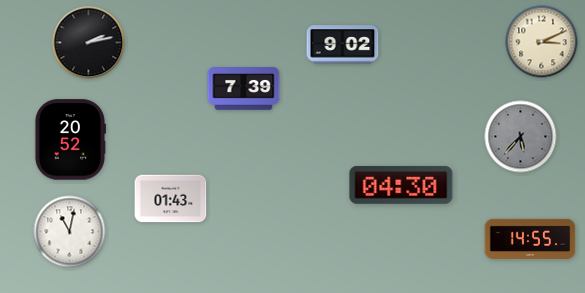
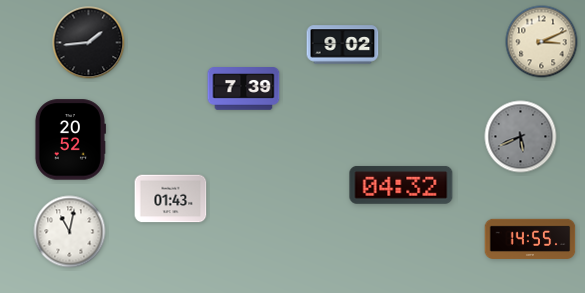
clock at (89, 43): 2:13 -> 1:44
clock at (521, 137): 5:37 -> 5:41
clock at (401, 185): 04:30 -> 04:32
